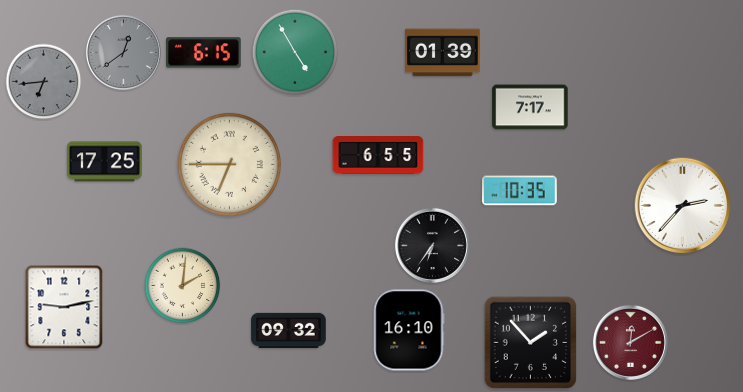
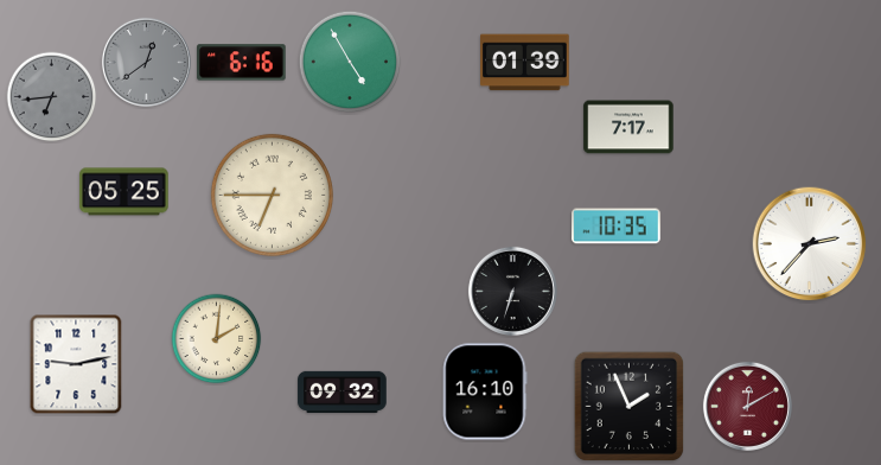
clock at (204, 53): 6:15 -> 6:16
clock at (378, 156): 6:55 -> none
clock at (105, 162): 17:25 -> 05:25
clock at (432, 245): 6:36 -> 6:33
clock at (531, 343): 1:53 -> 1:56
